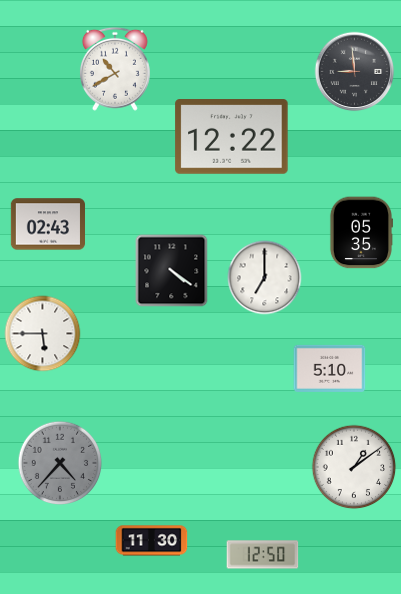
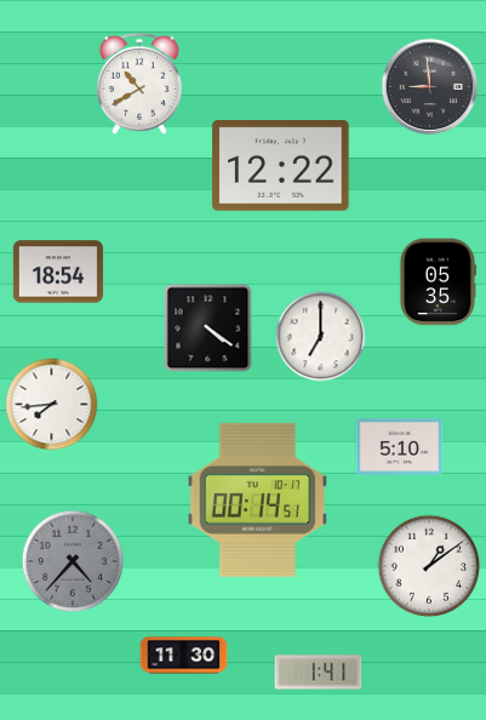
clock at (47, 224): 02:43 -> 18:54
clock at (43, 334): 5:45 -> 7:44
clock at (257, 499): none -> 00:14
clock at (263, 555): 12:50 -> 1:41
